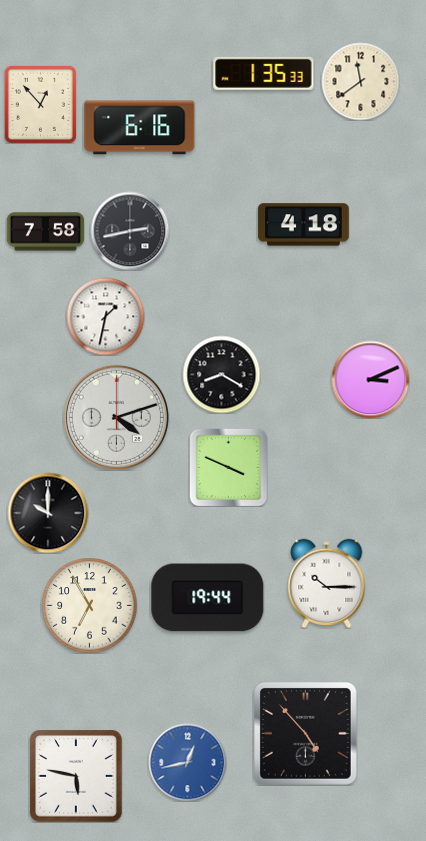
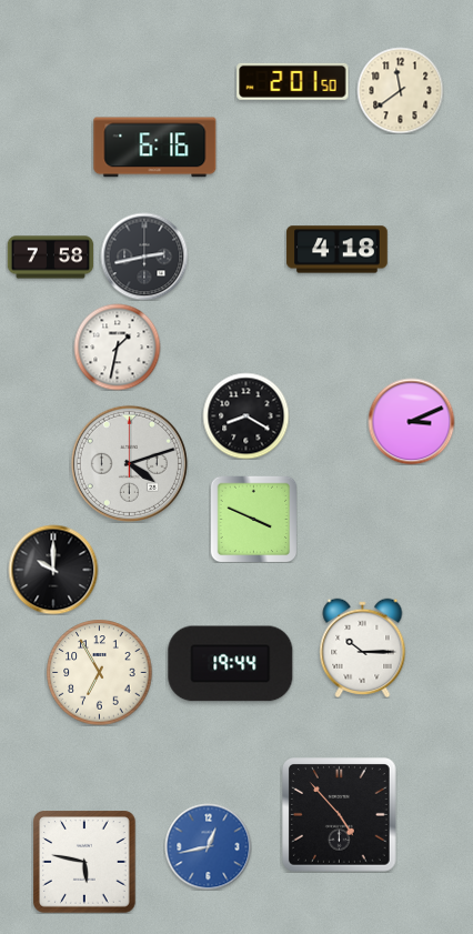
clock at (264, 73): 1:35 -> 2:01
clock at (40, 104): 12:53 -> none
clock at (140, 128) position: (140, 128) -> (155, 148)
clock at (105, 316) position: (105, 316) -> (117, 347)
